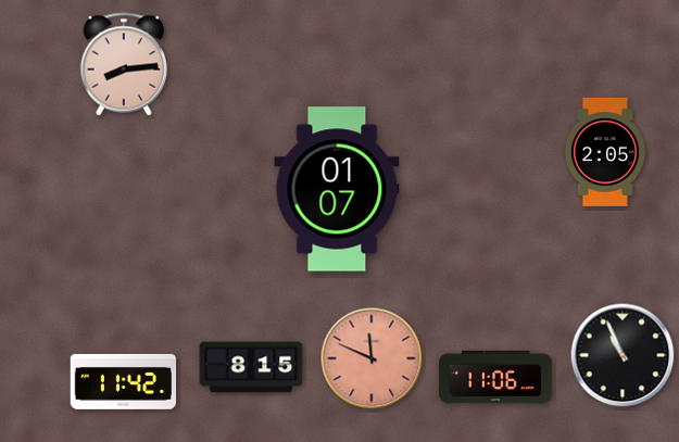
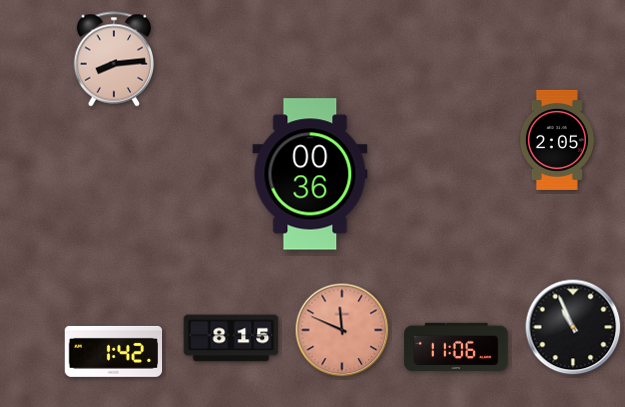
clock at (337, 189): 01:07 -> 00:36
clock at (124, 381): 11:42 -> 1:42
